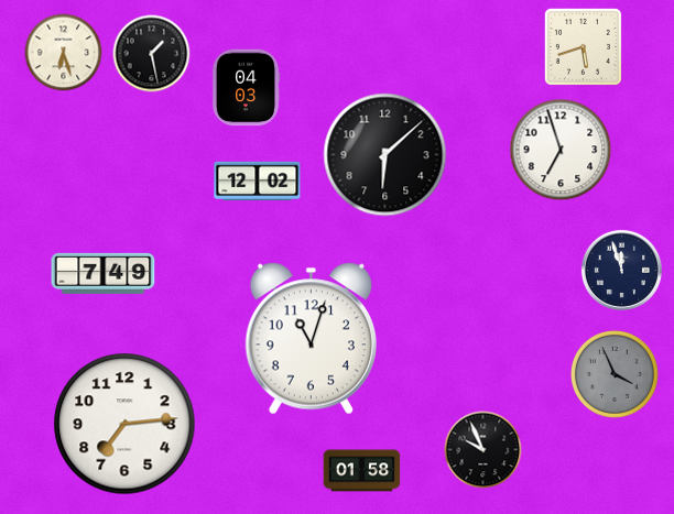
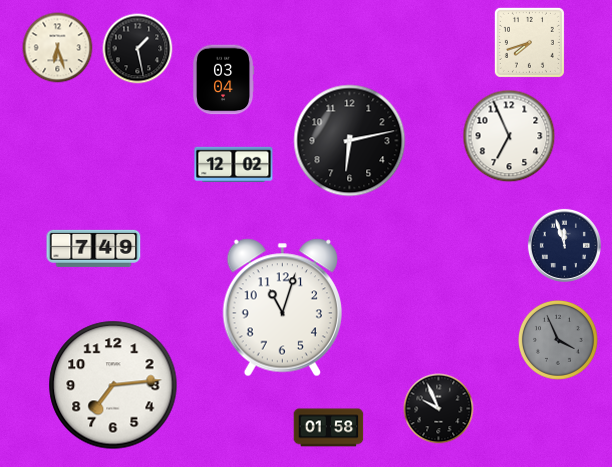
clock at (583, 46): 5:42 -> 7:42
clock at (246, 88): 04:03 -> 03:04
clock at (561, 150): 6:57 -> 6:56
clock at (385, 155): 6:08 -> 6:13
